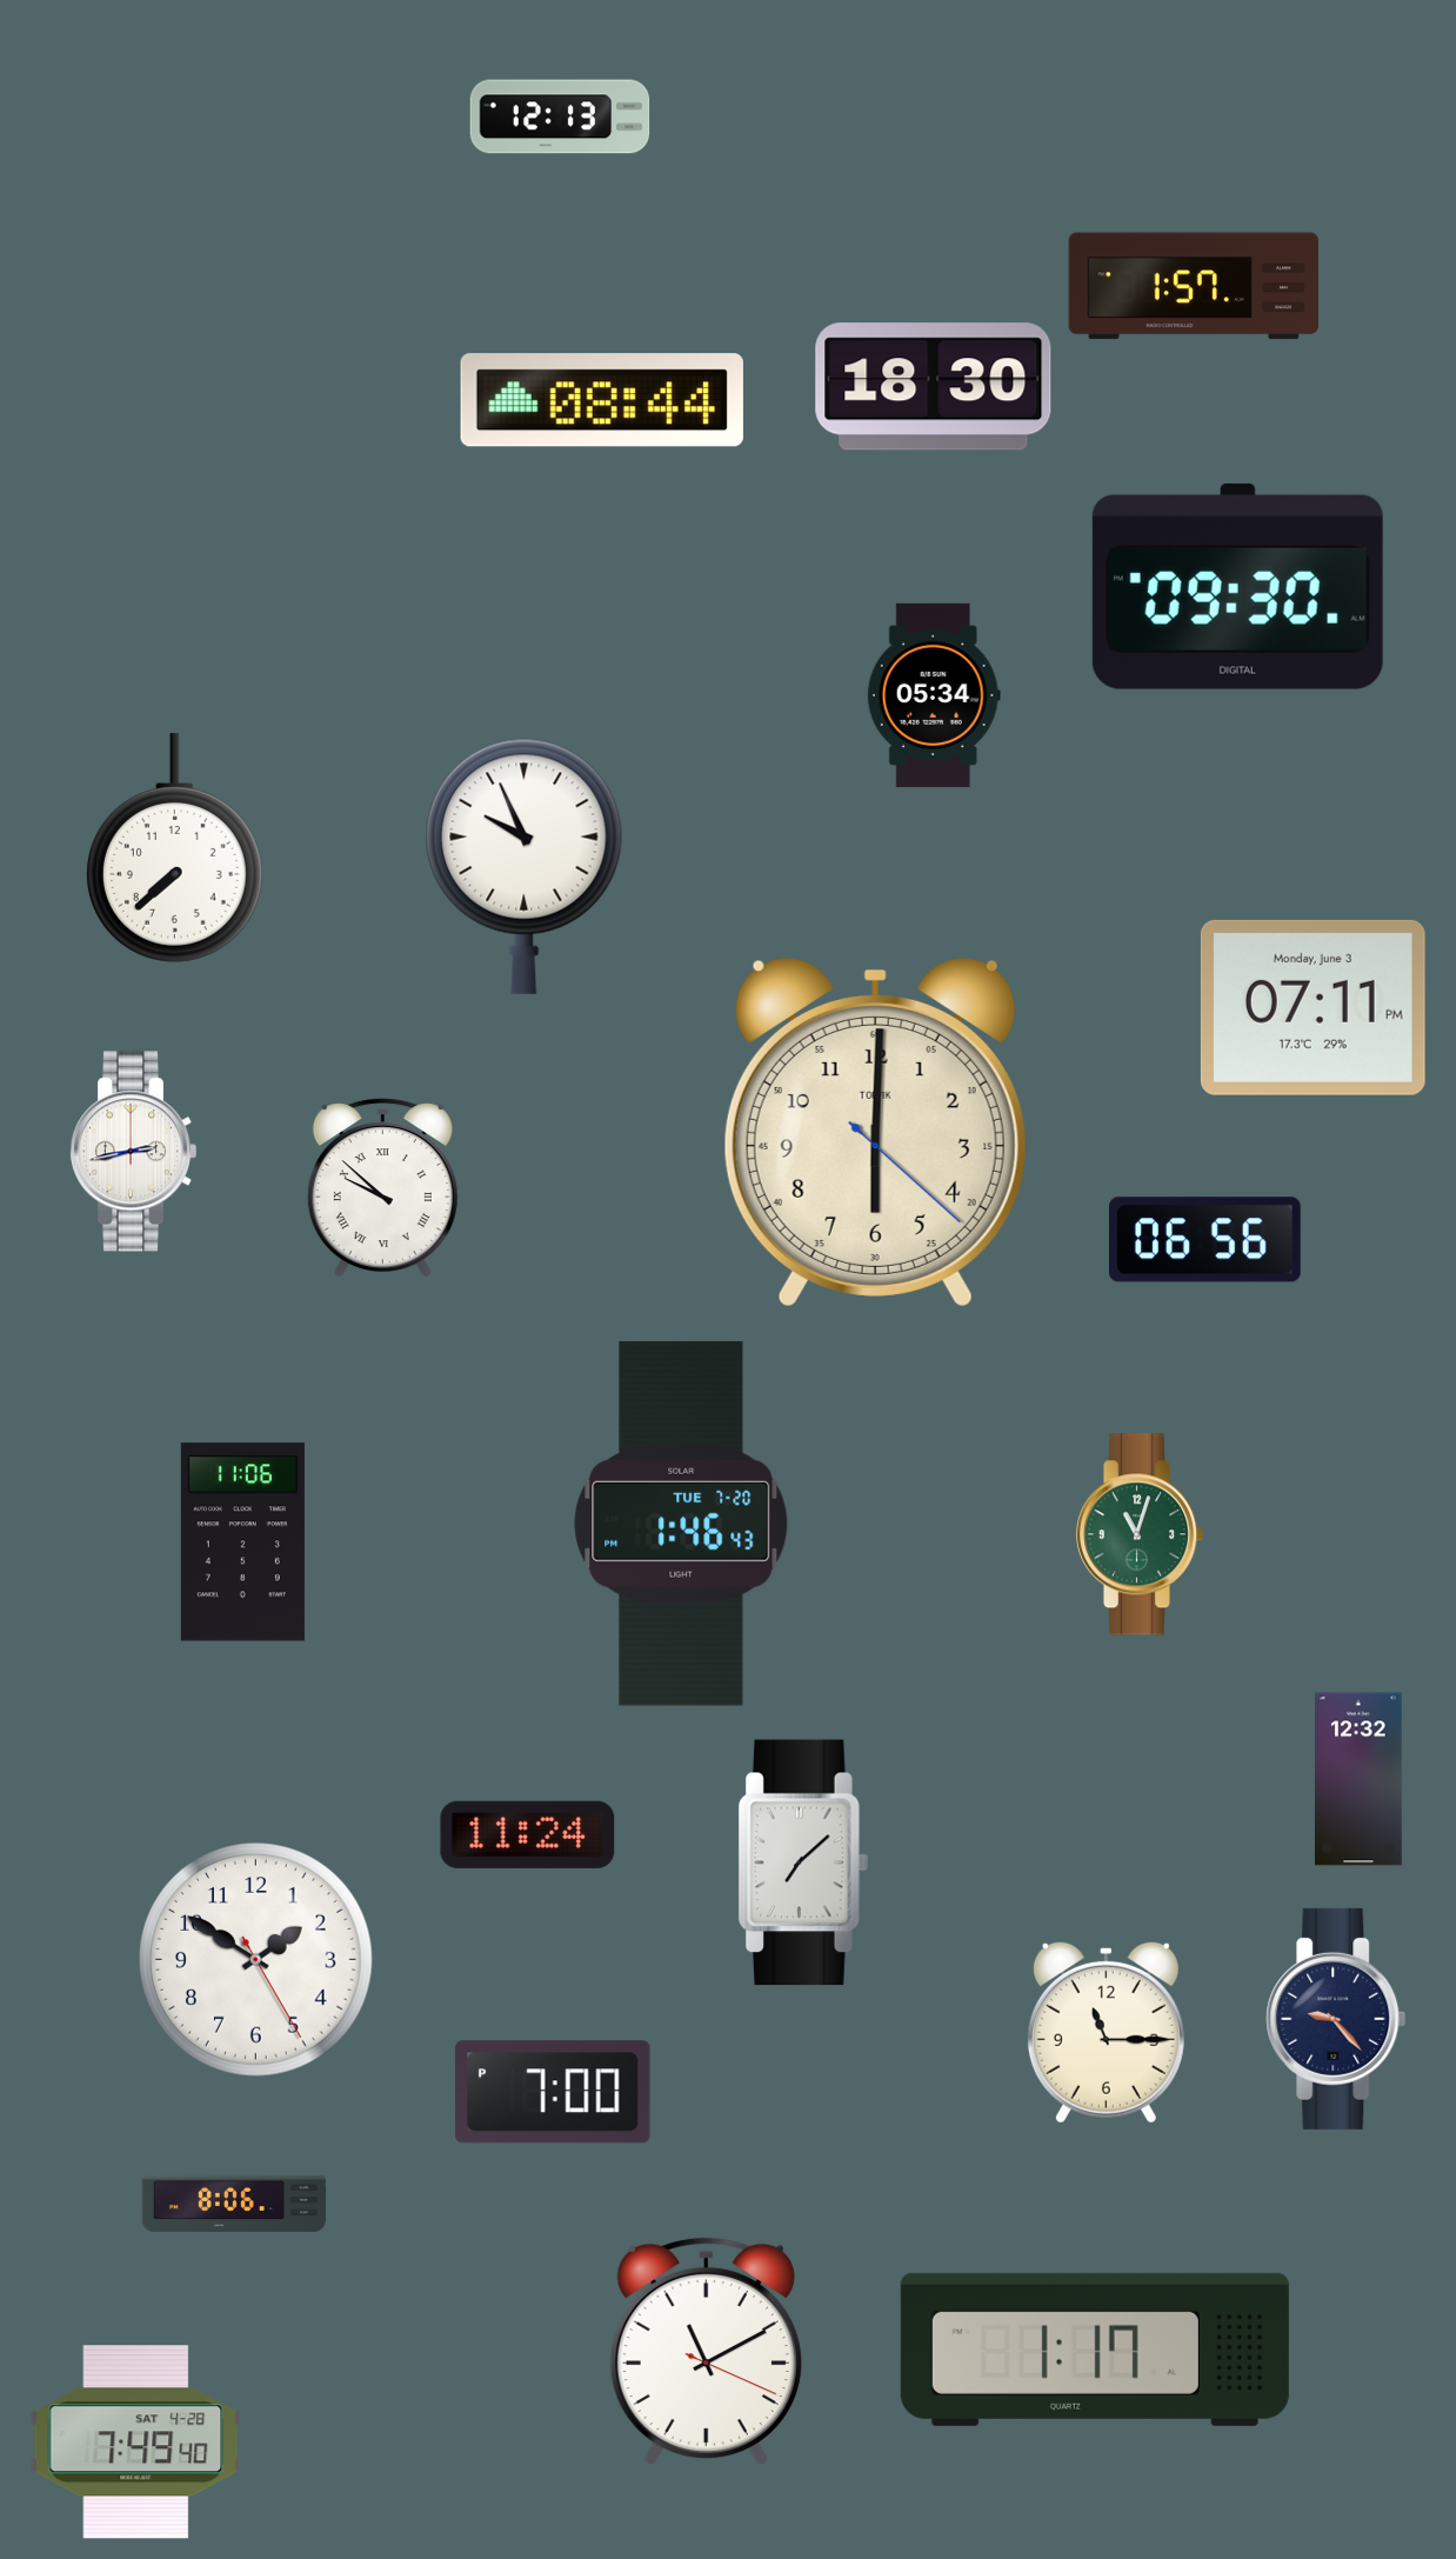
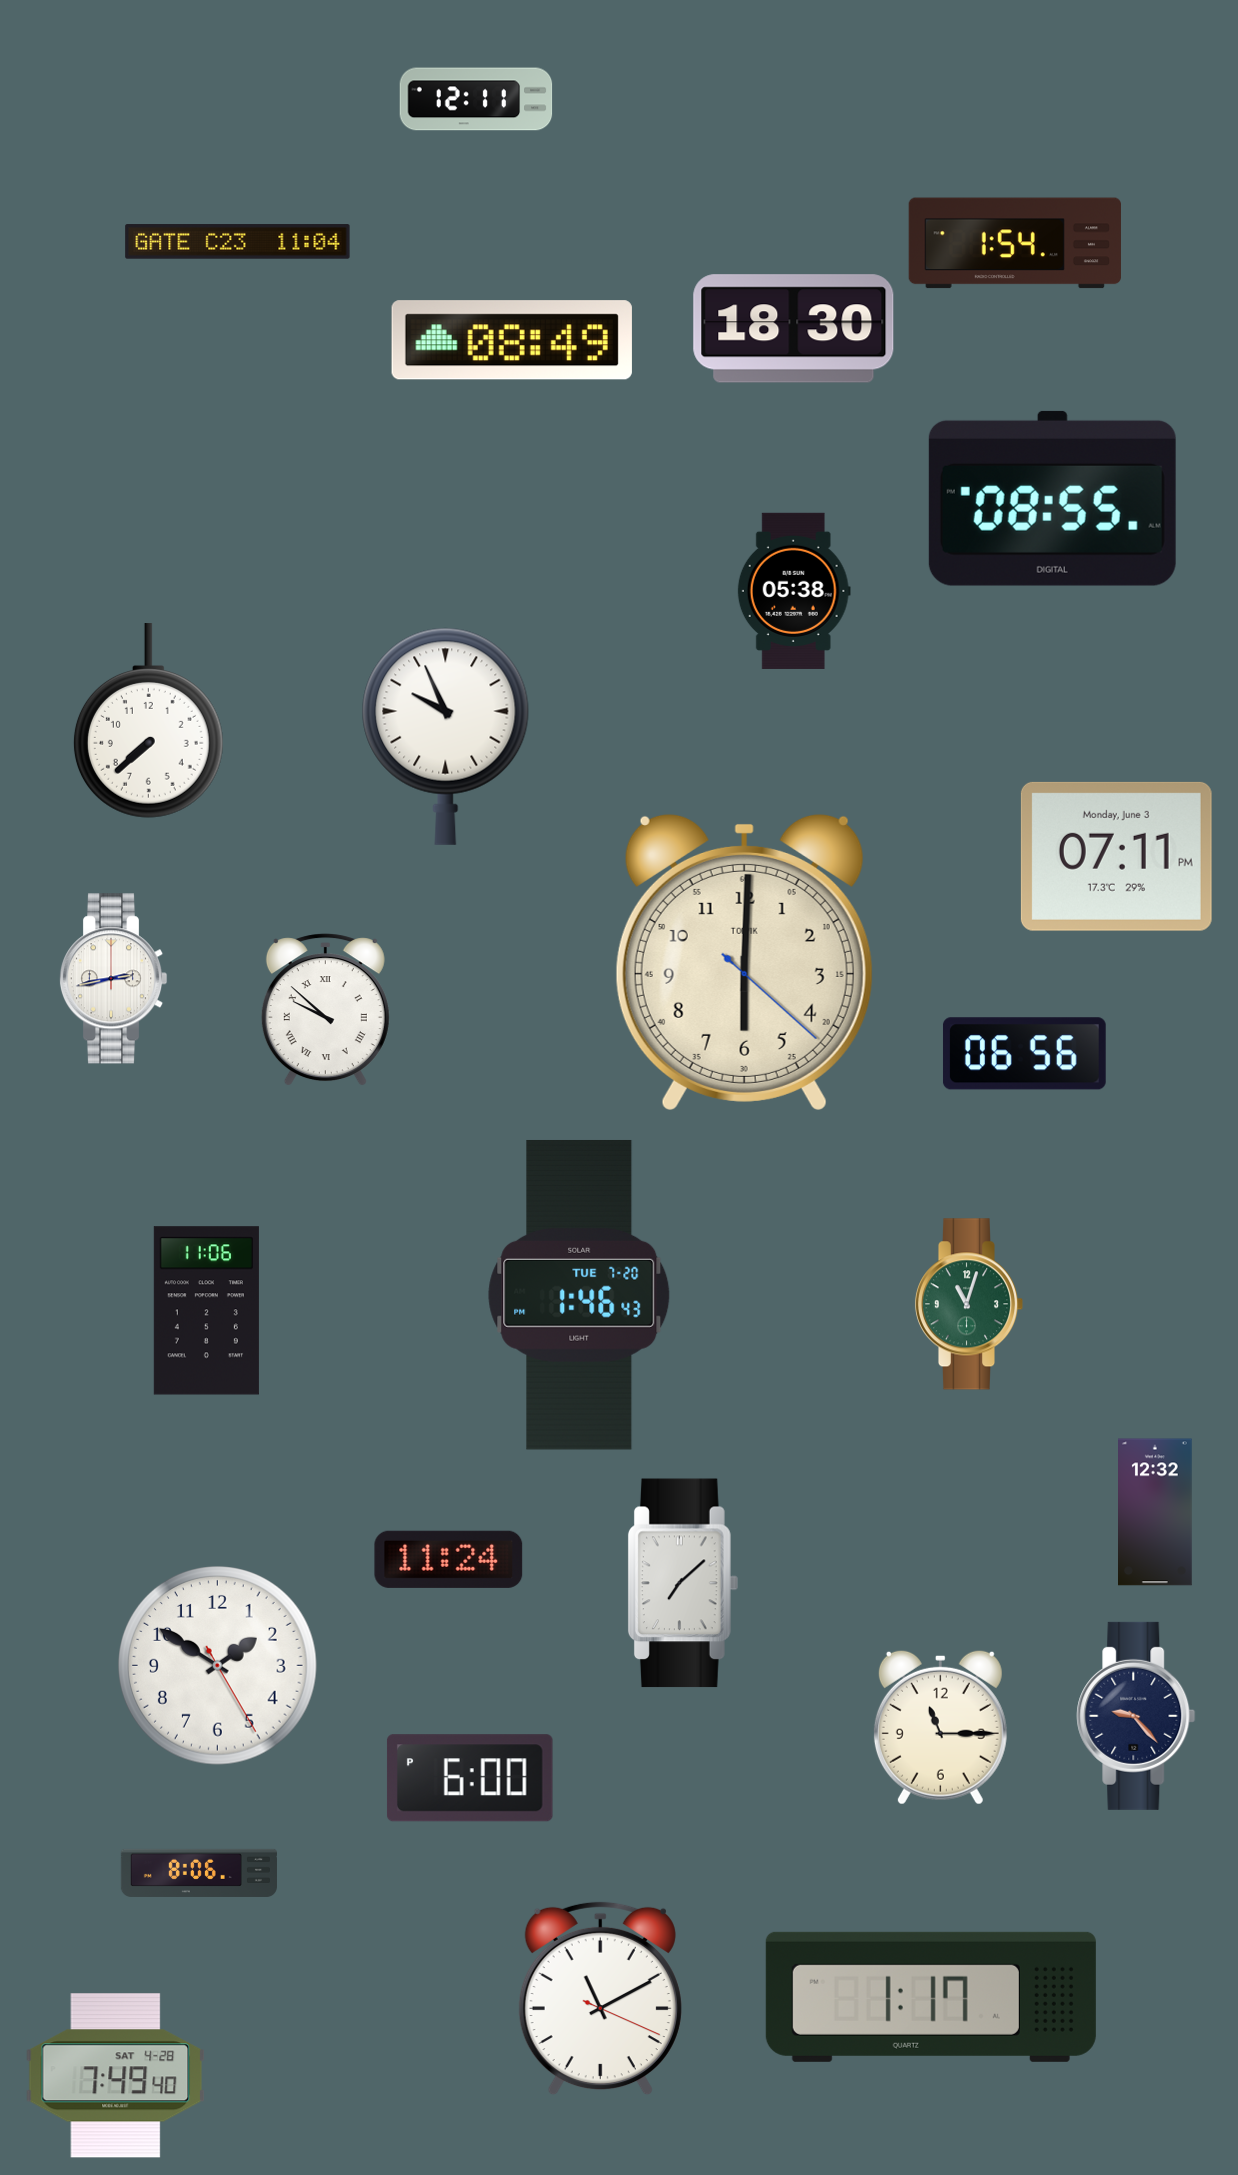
clock at (560, 116): 12:13 -> 12:11
clock at (238, 242): none -> 11:04
clock at (1194, 286): 1:57 -> 1:54
clock at (602, 400): 08:44 -> 08:49
clock at (1237, 586): 09:30 -> 08:55
clock at (934, 695): 05:34 -> 05:38
clock at (553, 2092): 7:00 -> 6:00
